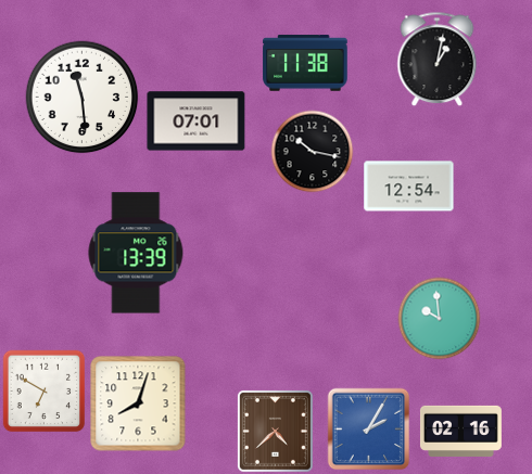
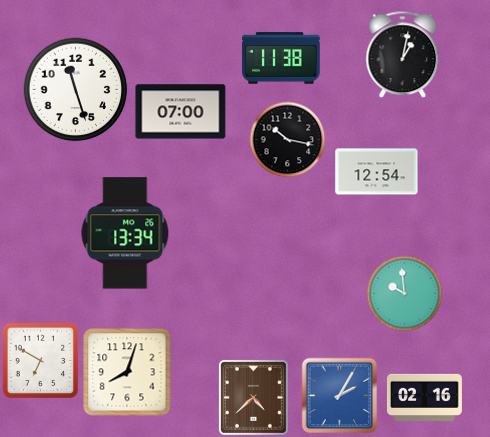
clock at (83, 98): 11:29 -> 11:27
clock at (197, 121): 07:01 -> 07:00
clock at (136, 253): 13:39 -> 13:34
